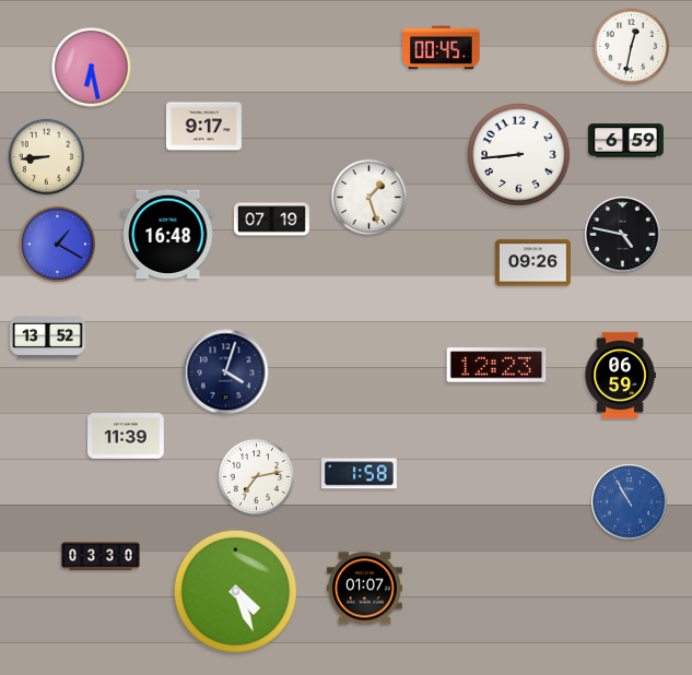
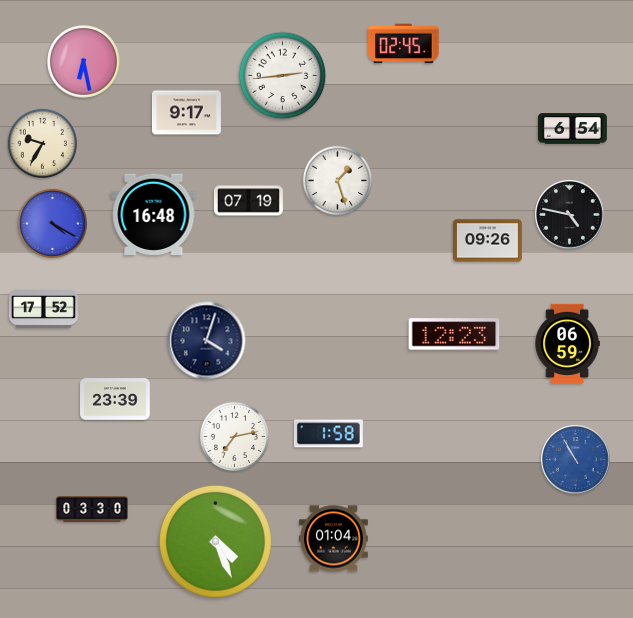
clock at (632, 47): 12:32 -> none
clock at (442, 48): 00:45 -> 02:45
clock at (283, 76): none -> 2:44
clock at (203, 127) position: (203, 127) -> (186, 113)
clock at (625, 141): 6:59 -> 6:54
clock at (519, 155): 8:44 -> none
clock at (47, 157): 8:44 -> 9:35
clock at (58, 245): 1:20 -> 4:20
clock at (47, 336): 13:52 -> 17:52
clock at (126, 436): 11:39 -> 23:39
clock at (364, 589): 01:07 -> 01:04
